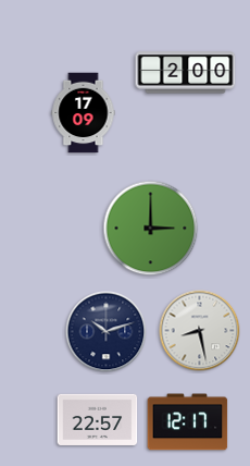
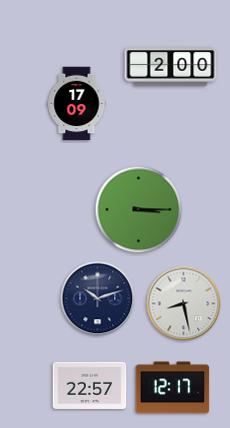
clock at (151, 229): 3:00 -> 3:15
clock at (107, 332) position: (107, 332) -> (98, 299)
